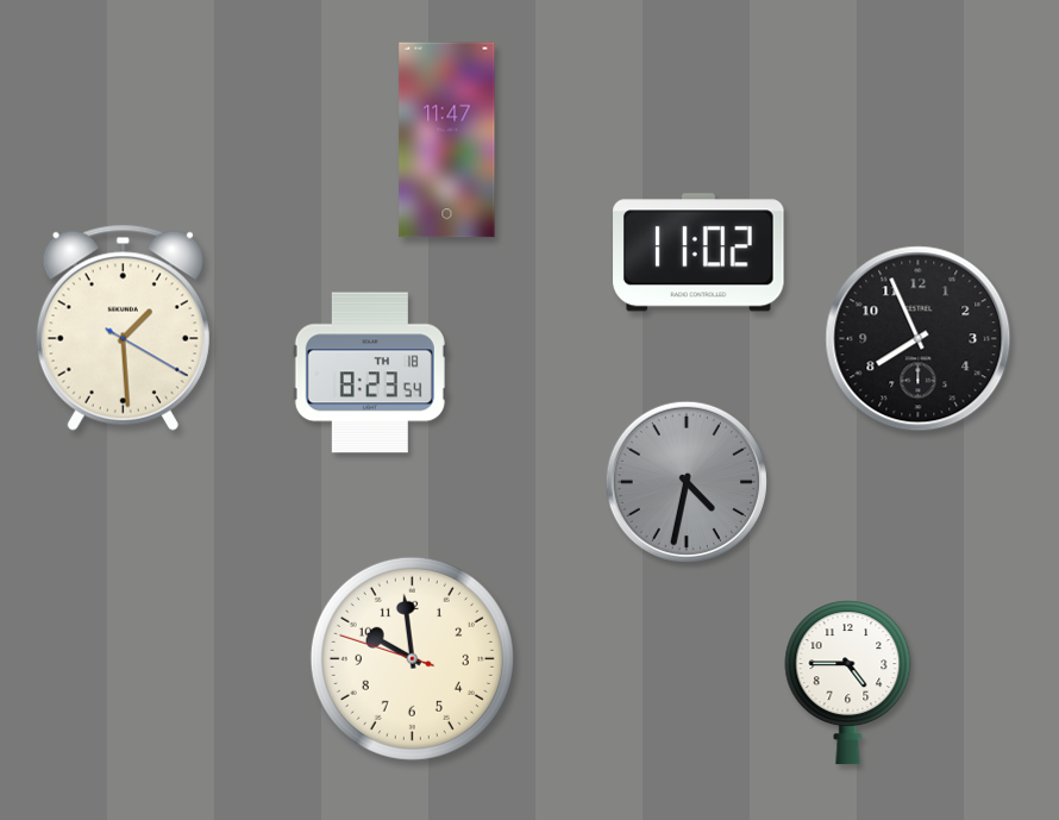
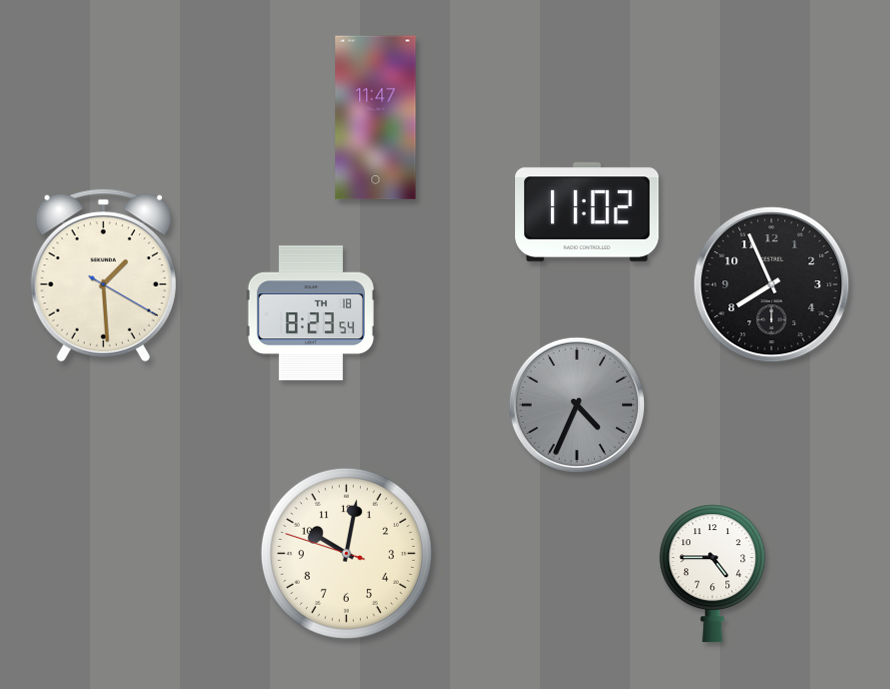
clock at (687, 482): 4:32 -> 4:34
clock at (412, 658): 9:58 -> 10:01
